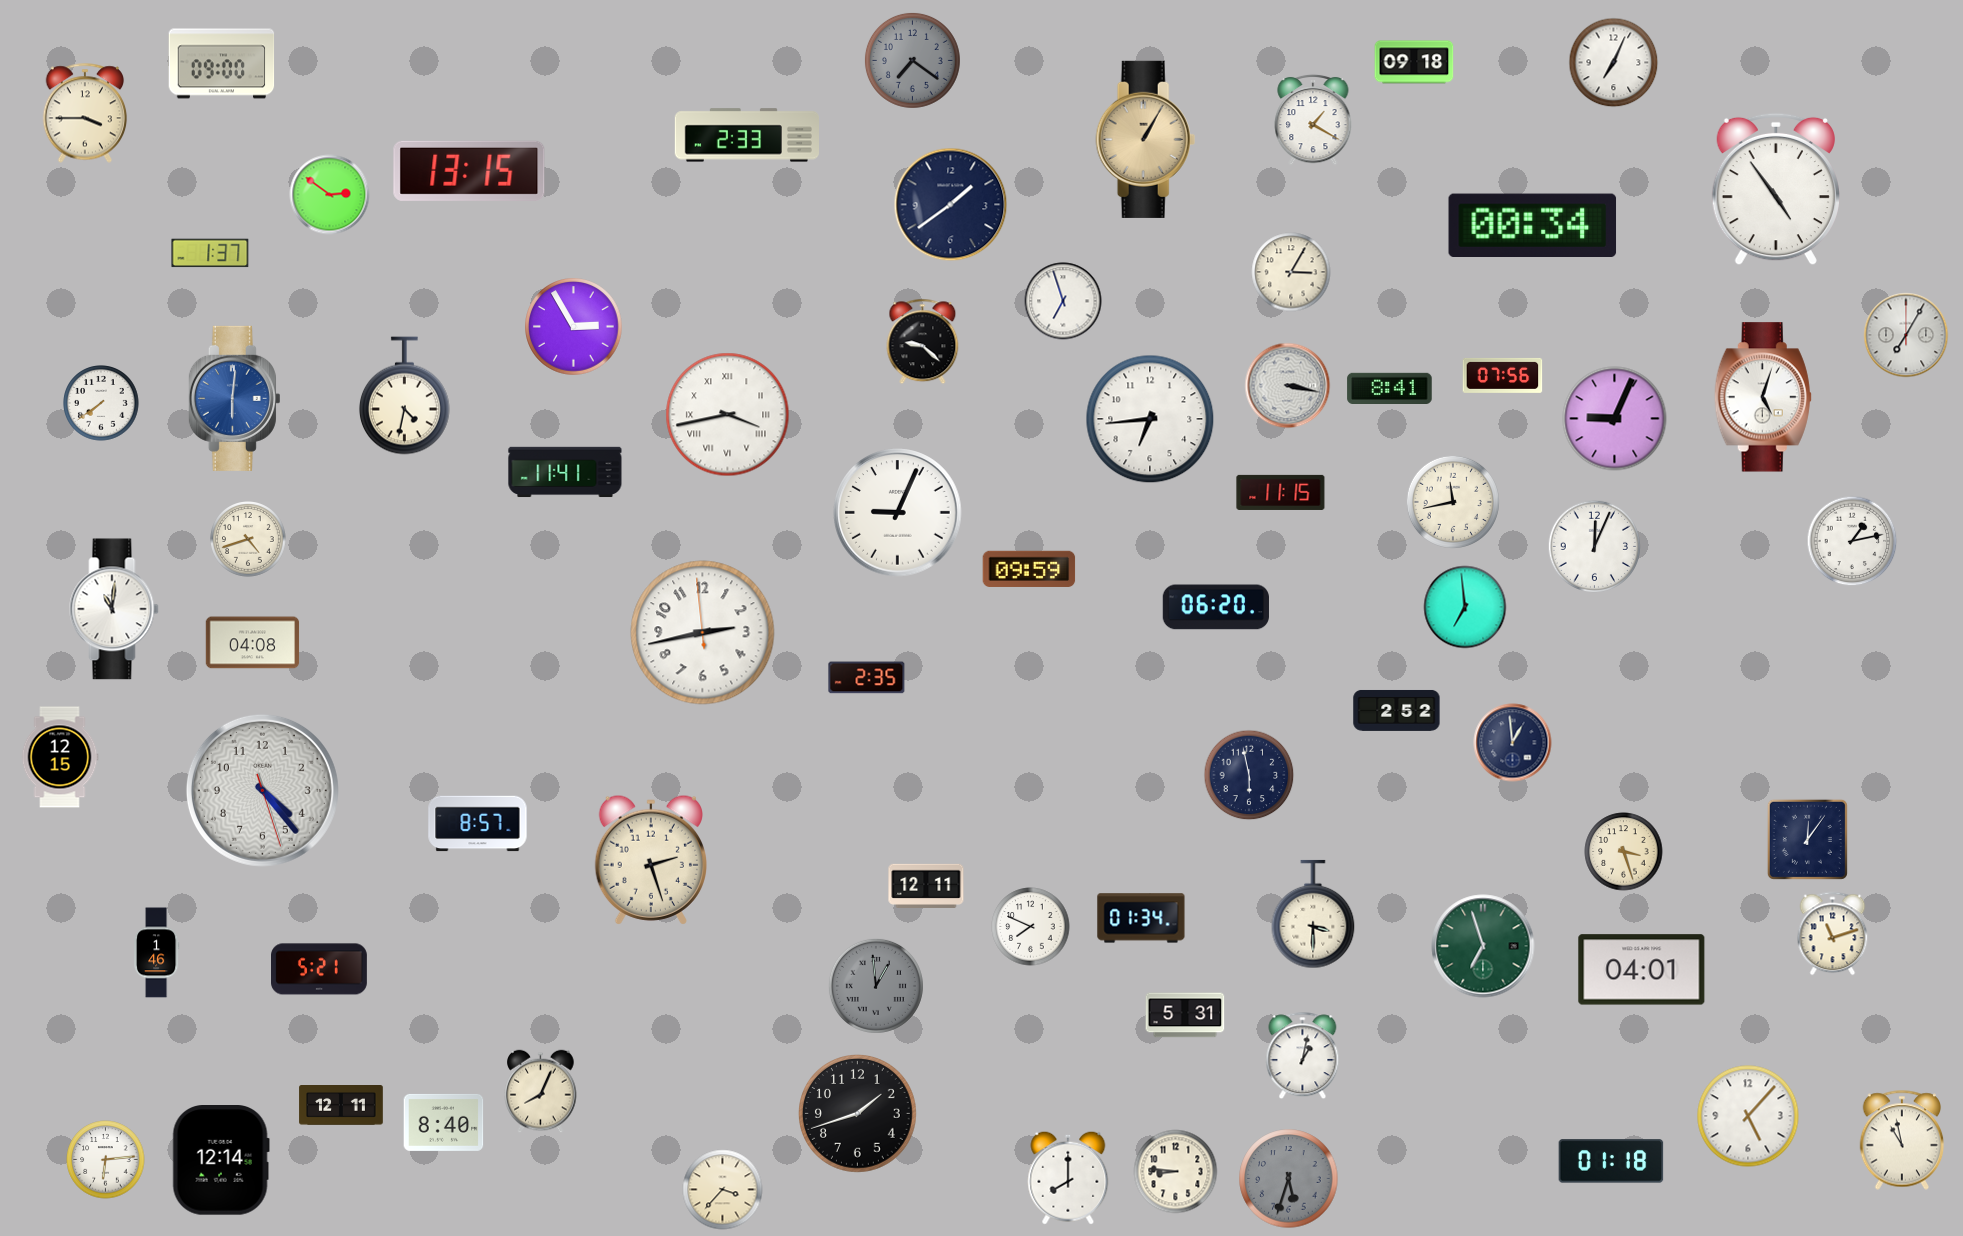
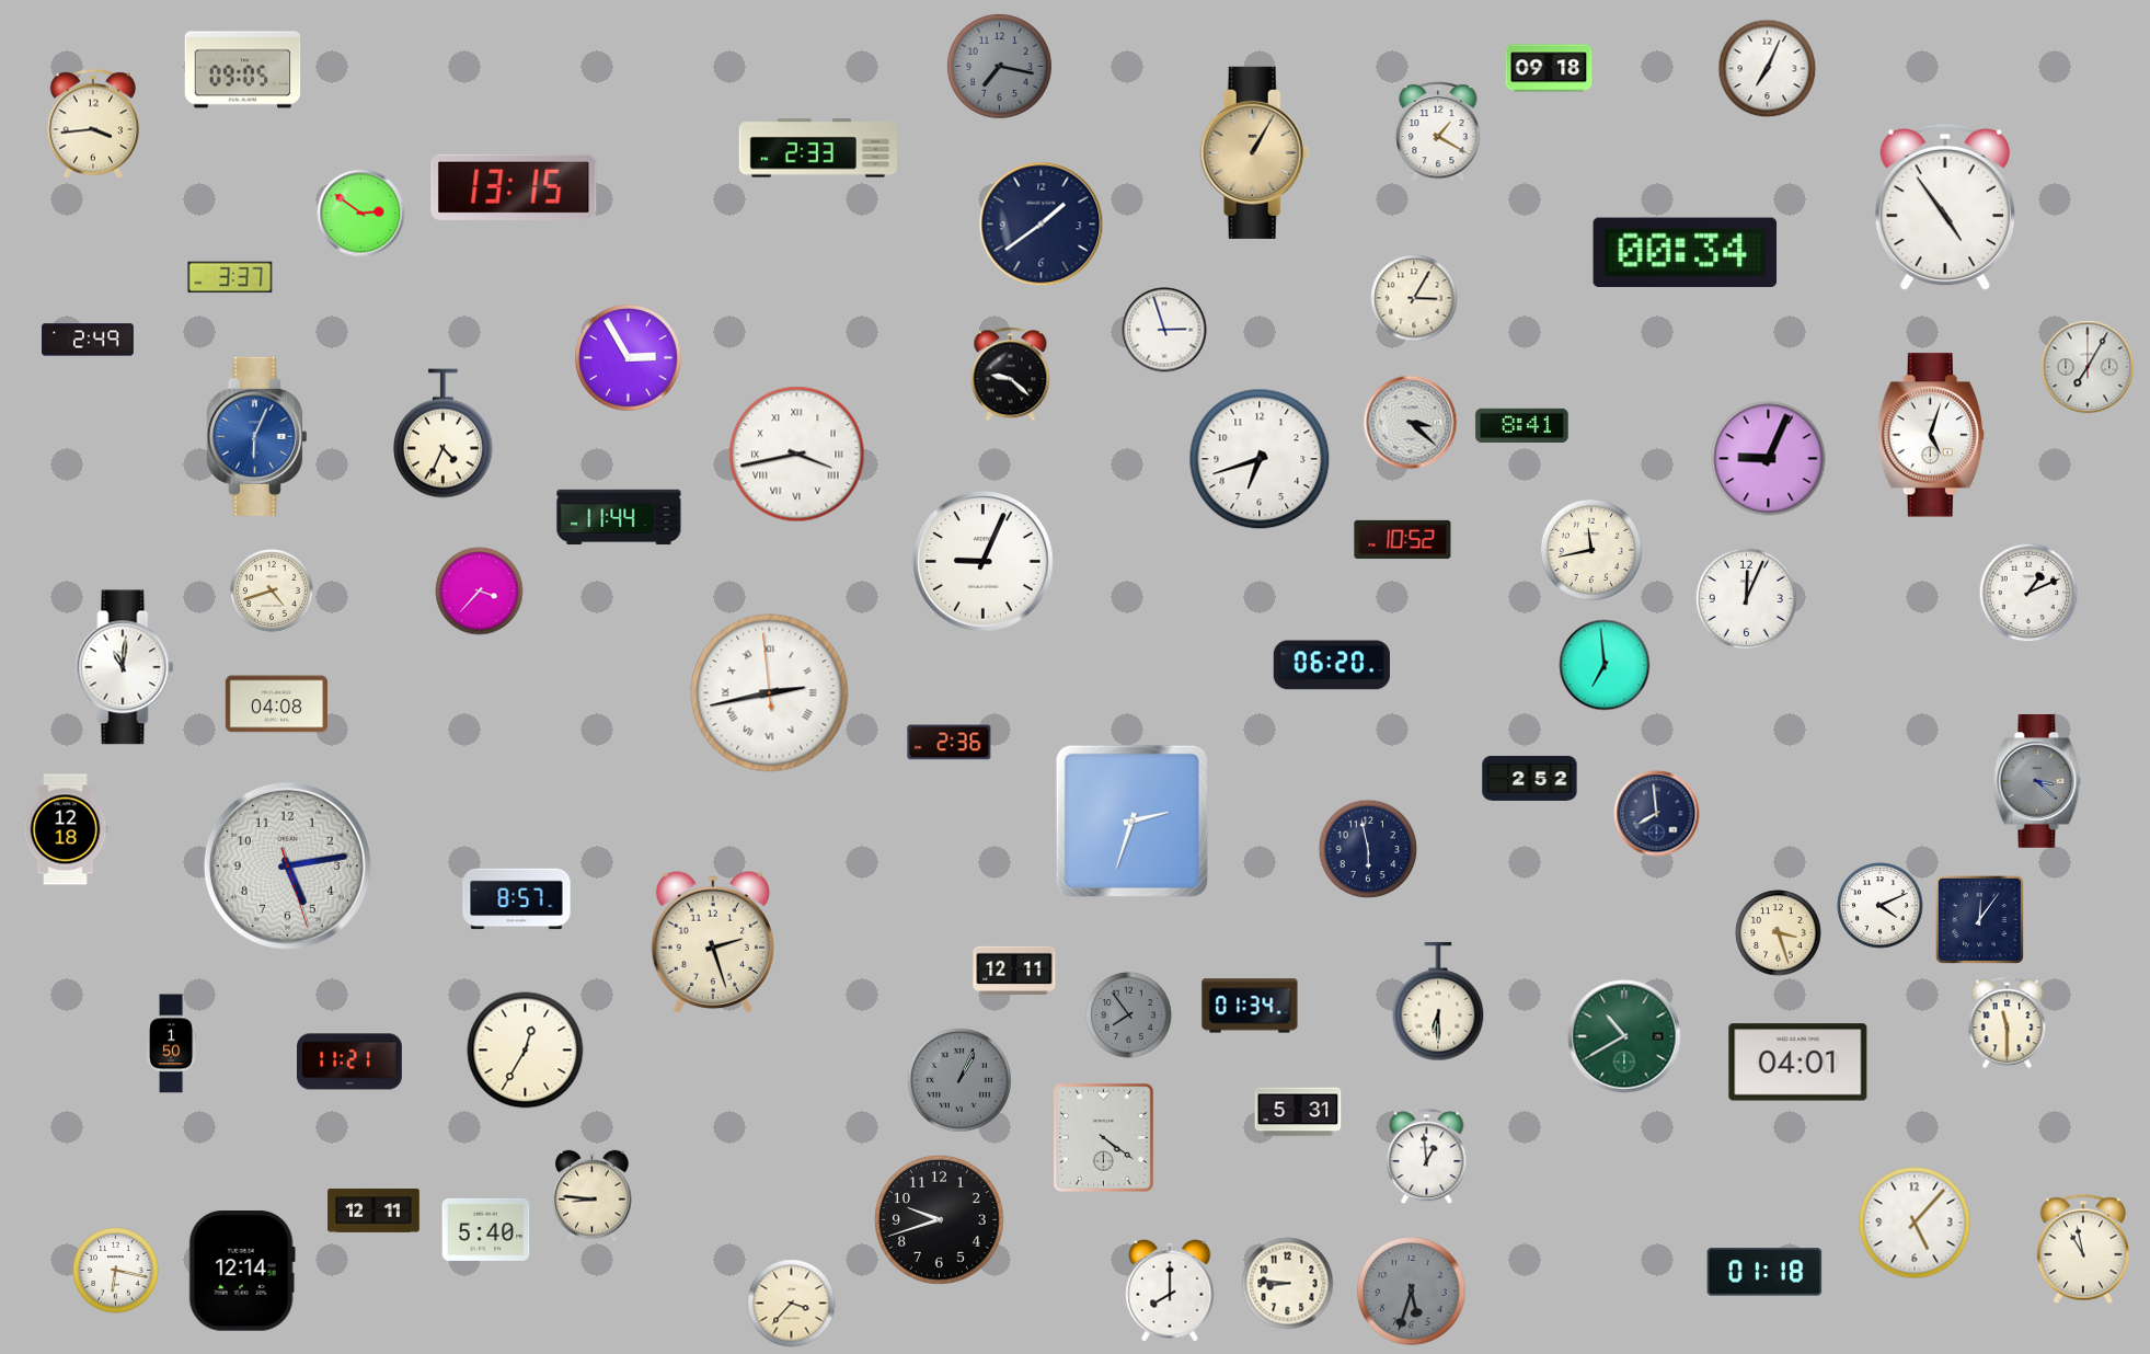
clock at (912, 60): 7:21 -> 7:17
clock at (222, 64): 09:00 -> 09:05
clock at (85, 113): 3:45 -> 3:44
clock at (1533, 225) position: (1533, 225) -> (1686, 252)
clock at (210, 253): 1:37 -> 3:37
clock at (1063, 301): 6:57 -> 2:57
clock at (88, 340): none -> 2:49
clock at (1503, 375): 07:56 -> none
clock at (1288, 386): 3:17 -> 3:22
clock at (404, 396): 4:32 -> 4:34
clock at (234, 398): 6:01 -> 6:04
clock at (101, 403): 7:39 -> none
clock at (1150, 419): 6:44 -> 6:42
clock at (565, 472): 11:41 -> 11:44
clock at (1281, 492): 11:15 -> 10:52
clock at (480, 592): none -> 3:37
clock at (1852, 541): 1:13 -> 1:11
clock at (1029, 569): 09:59 -> none
clock at (703, 633) numerals: Arabic -> Roman
clock at (867, 678): 2:35 -> 2:36
clock at (2037, 782): none -> 3:22
clock at (1513, 743): 12:59 -> 7:59
clock at (1131, 821): none -> 2:33
clock at (60, 757): 12:15 -> 12:18
clock at (262, 790): 4:23 -> 5:13
clock at (478, 824) position: (478, 824) -> (517, 899)
clock at (1881, 906): none -> 4:11
clock at (1313, 914): 3:30 -> 6:30
clock at (1031, 927): 7:49 -> 7:54
clock at (1031, 927) dial: white -> grey
clock at (1833, 934): 11:12 -> 11:30
clock at (1483, 946): 6:57 -> 10:40
clock at (156, 953): 1:46 -> 1:50
clock at (526, 1051): none -> 12:35
clock at (320, 969): 5:21 -> 11:21
clock at (876, 986): 12:59 -> 1:04
clock at (1103, 1137): none -> 4:21
clock at (1303, 1056): 1:02 -> 12:59
clock at (541, 1092): 8:04 -> 8:46
clock at (858, 1114): 1:42 -> 9:42
clock at (444, 1122): 8:40 -> 5:40
clock at (106, 1160): 6:14 -> 6:17
